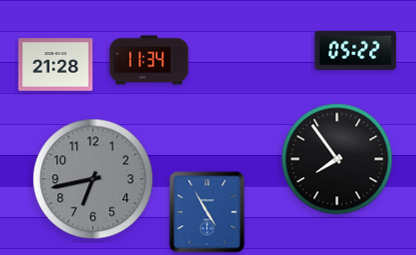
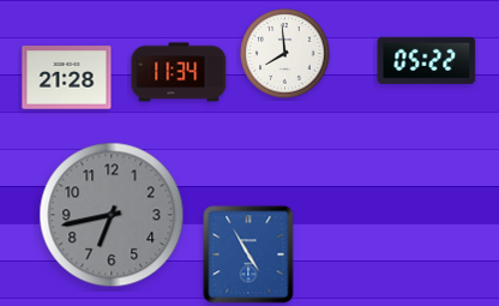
clock at (285, 54): none -> 7:59
clock at (337, 159): 7:54 -> none
